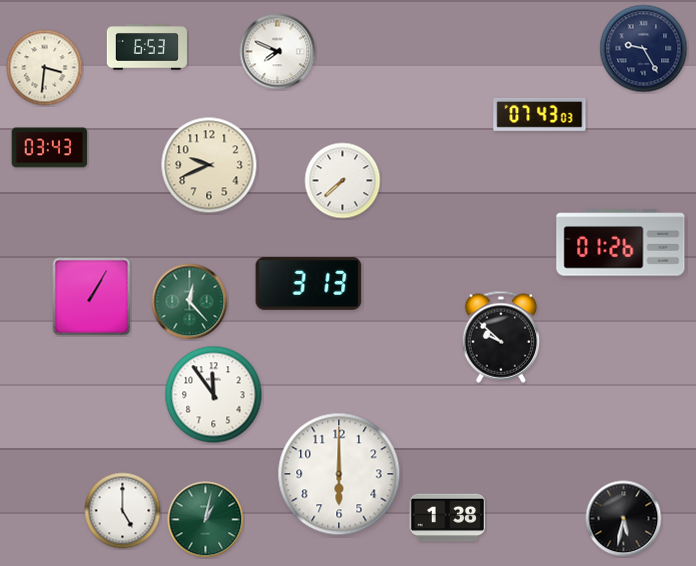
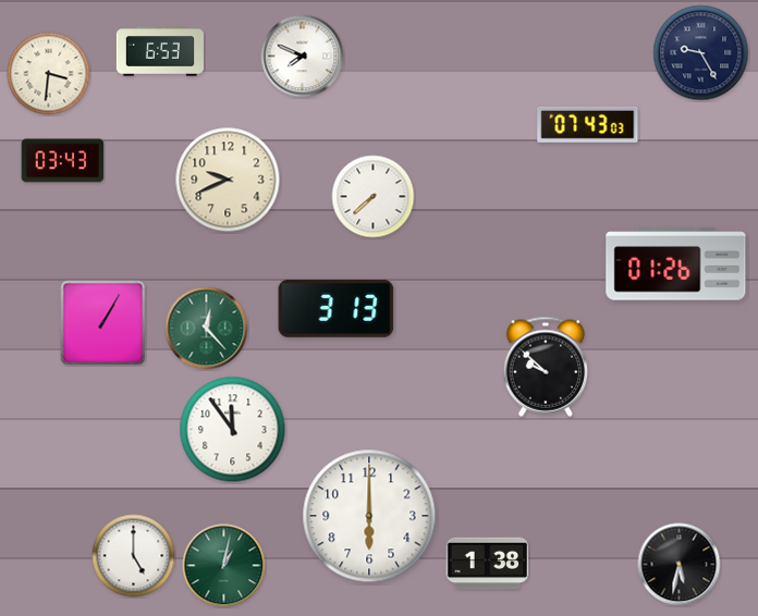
clock at (50, 148) position: (50, 148) -> (63, 161)
clock at (92, 297) position: (92, 297) -> (103, 323)
